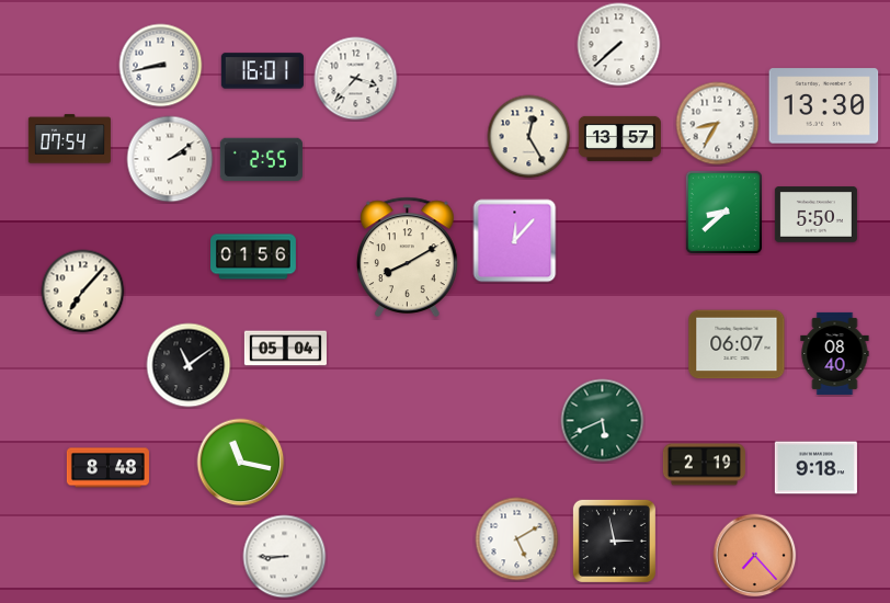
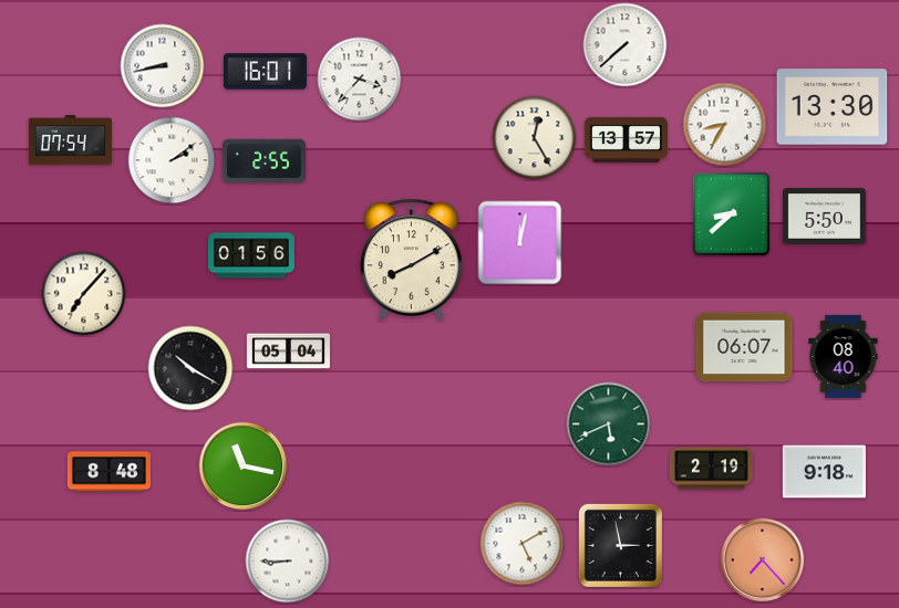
clock at (515, 241): 12:07 -> 12:02
clock at (254, 257) position: (254, 257) -> (252, 255)
clock at (189, 365): 11:09 -> 10:20
